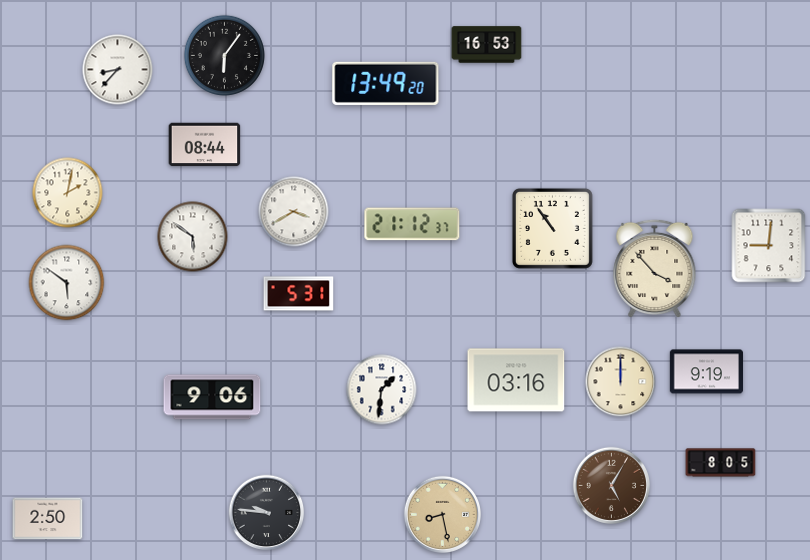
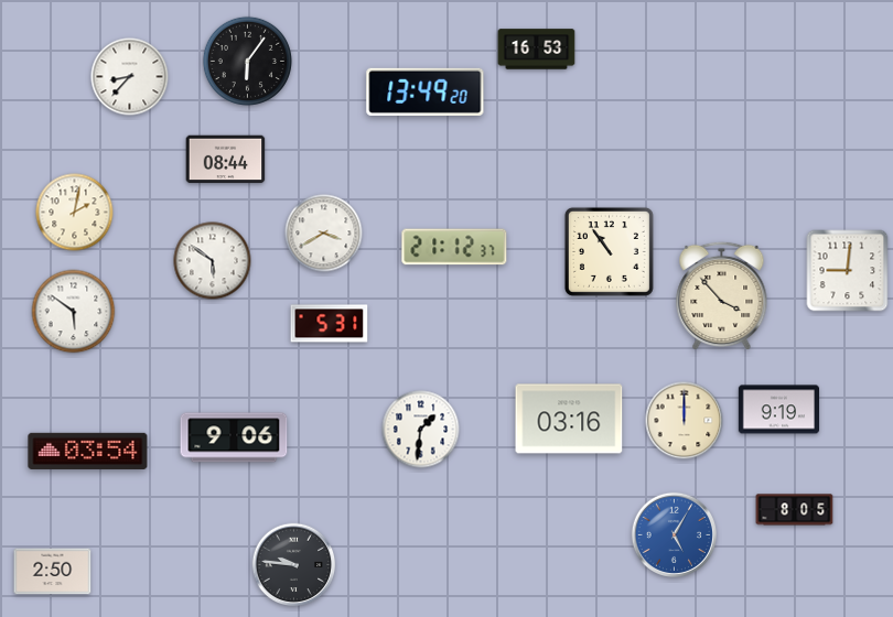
clock at (88, 451): none -> 03:54
clock at (611, 485) dial: brown -> blue
clock at (442, 514): 8:28 -> none
